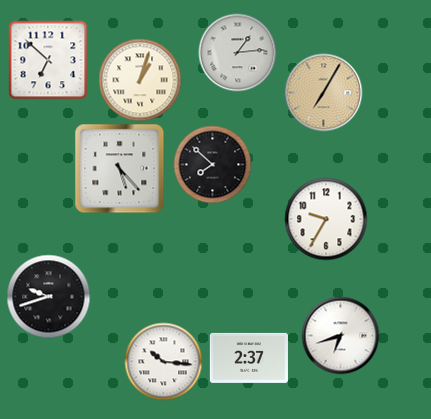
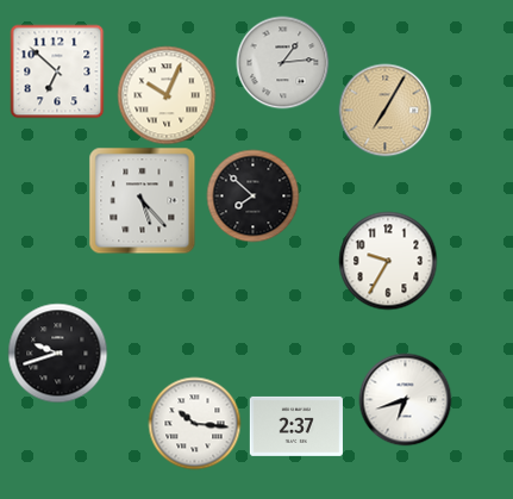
clock at (140, 80): 1:03 -> 10:04
clock at (163, 361) position: (163, 361) -> (194, 423)
